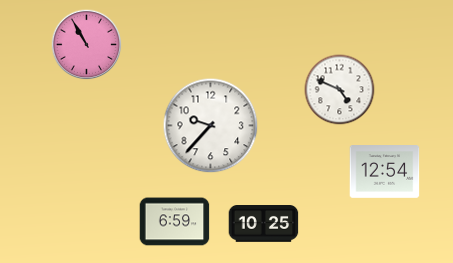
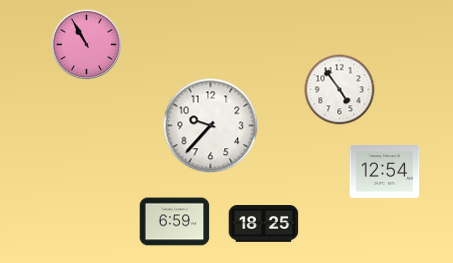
clock at (340, 90): 4:49 -> 4:54
clock at (264, 224): 10:25 -> 18:25
